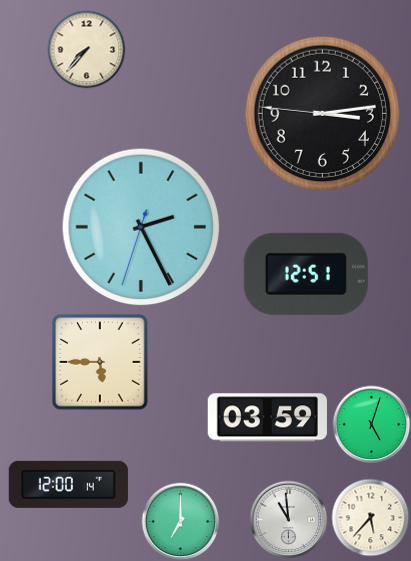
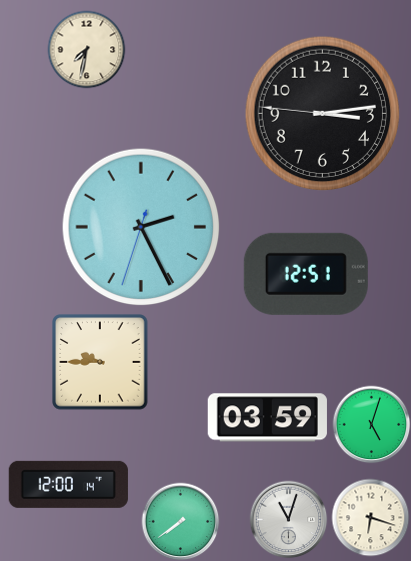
clock at (86, 49): 7:37 -> 7:32
clock at (100, 362): 5:45 -> 9:45
clock at (370, 517): 5:37 -> 6:18
clock at (288, 519): 10:59 -> 11:03
clock at (180, 521): 7:00 -> 7:39
